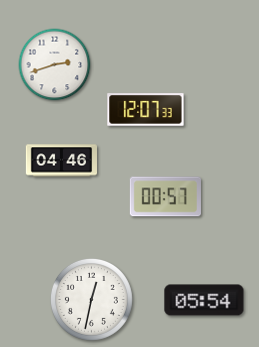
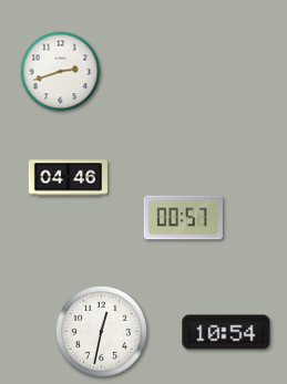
clock at (146, 110): 12:07 -> none
clock at (204, 300): 05:54 -> 10:54
